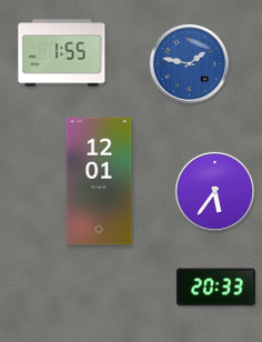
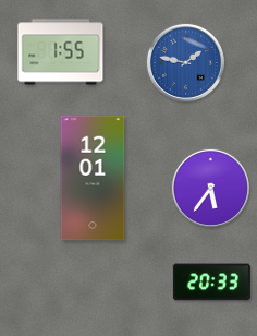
clock at (99, 181) position: (99, 181) -> (93, 178)
